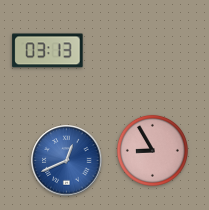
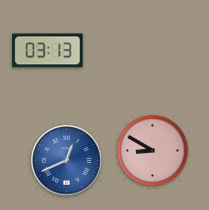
clock at (152, 150): 8:55 -> 8:50
